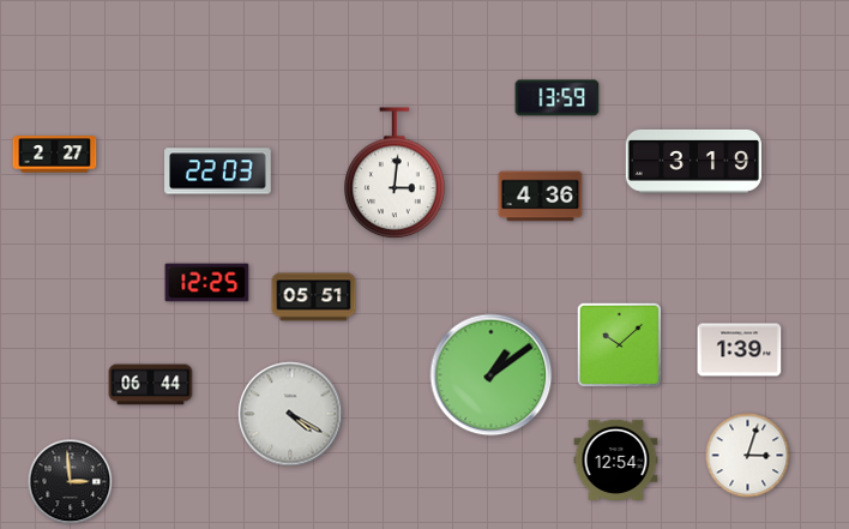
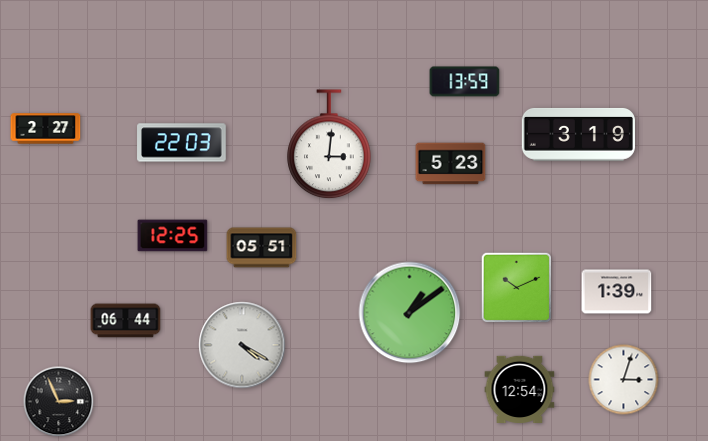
clock at (541, 197): 4:36 -> 5:23
clock at (620, 345): 10:08 -> 10:11
clock at (616, 459) position: (616, 459) -> (520, 389)
clock at (71, 482): 2:59 -> 2:56
